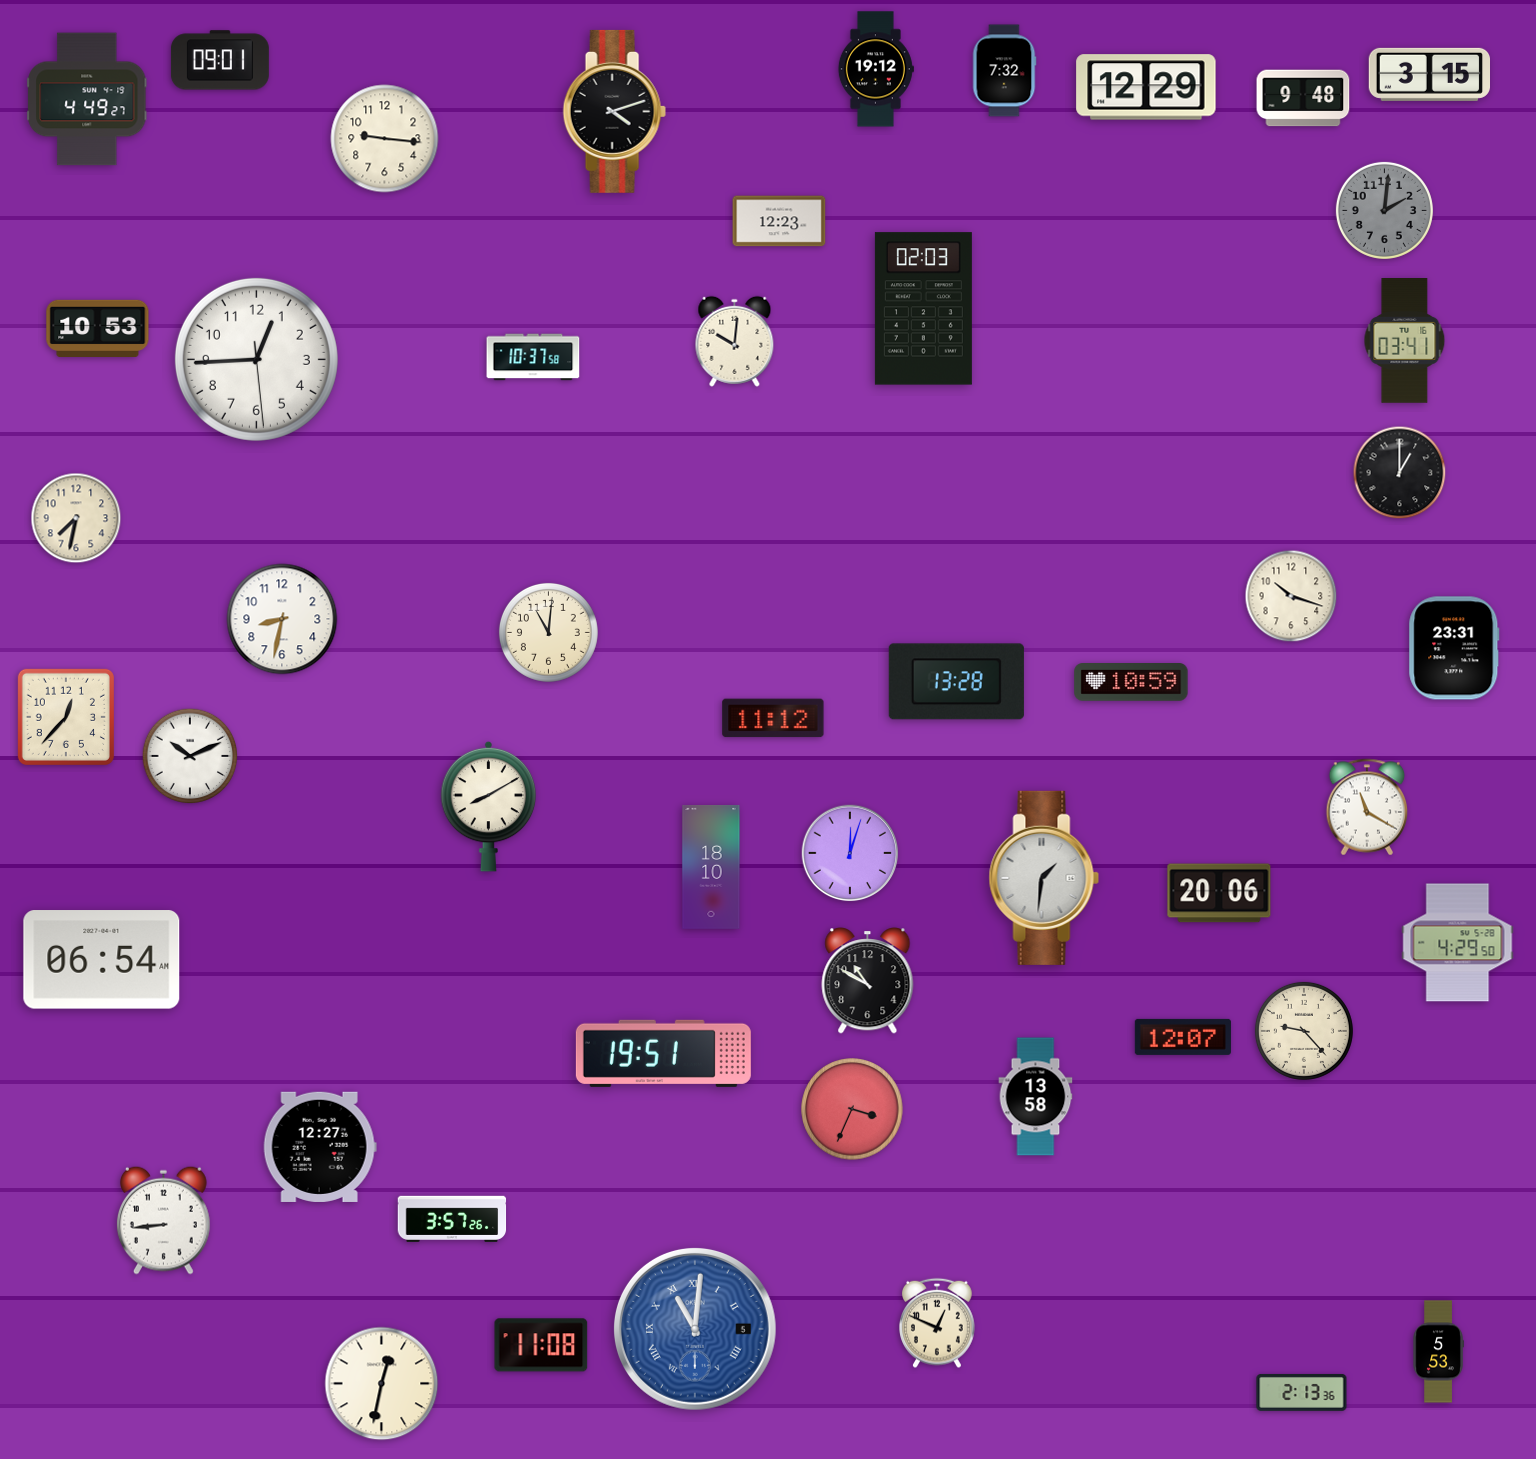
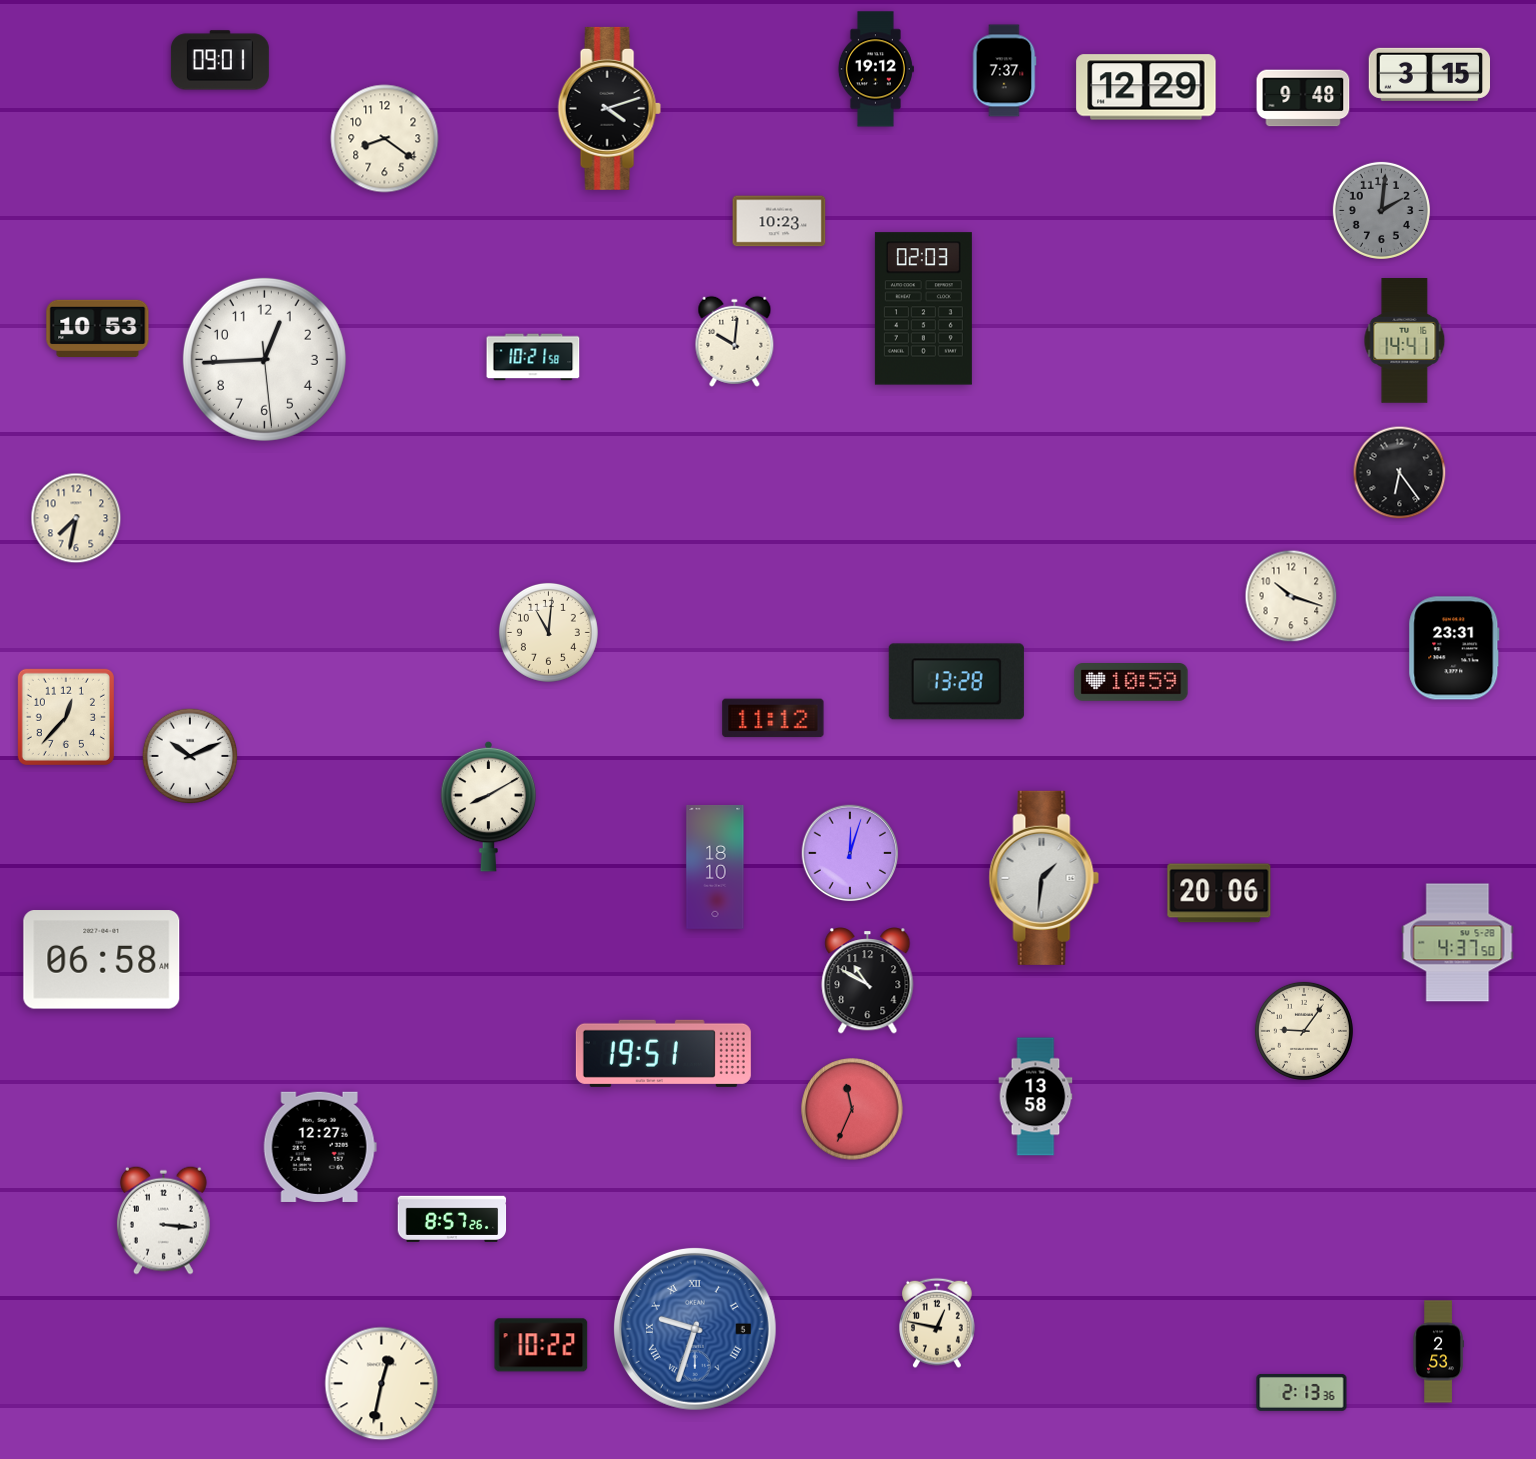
clock at (1004, 71): 7:32 -> 7:37
clock at (87, 99): 4:49 -> none
clock at (614, 111) position: (614, 111) -> (609, 108)
clock at (385, 139): 9:16 -> 8:21
clock at (1384, 210) position: (1384, 210) -> (1381, 210)
clock at (779, 221): 12:23 -> 10:23
clock at (1405, 341): 03:41 -> 14:41
clock at (533, 357): 10:37 -> 10:21
clock at (256, 359) position: (256, 359) -> (264, 359)
clock at (1400, 473): 1:00 -> 6:24
clock at (282, 619): 8:32 -> none
clock at (1367, 807): 11:20 -> none
clock at (711, 867) position: (711, 867) -> (715, 867)
clock at (1458, 943): 4:29 -> 4:37
clock at (102, 960): 06:54 -> 06:58
clock at (1304, 1031): 9:23 -> 9:06
clock at (1183, 1037): 12:07 -> none
clock at (852, 1109): 3:34 -> 11:34
clock at (452, 1219): 3:57 -> 8:57
clock at (163, 1220): 8:44 -> 3:16
clock at (938, 1323): 12:49 -> 12:47
clock at (695, 1329): 11:01 -> 9:33
clock at (541, 1345): 11:08 -> 10:22
clock at (1438, 1352): 5:53 -> 2:53
